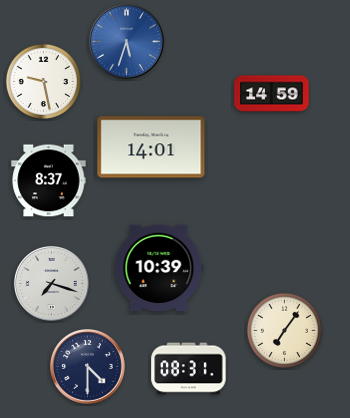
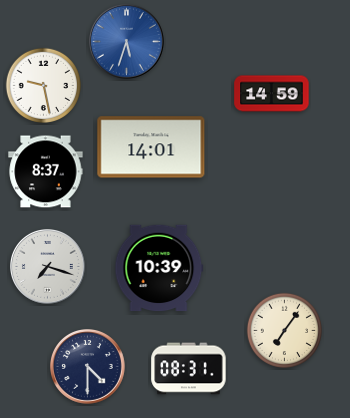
clock at (43, 81) position: (43, 81) -> (43, 85)
clock at (49, 181) position: (49, 181) -> (46, 172)
clock at (52, 284) position: (52, 284) -> (48, 267)
